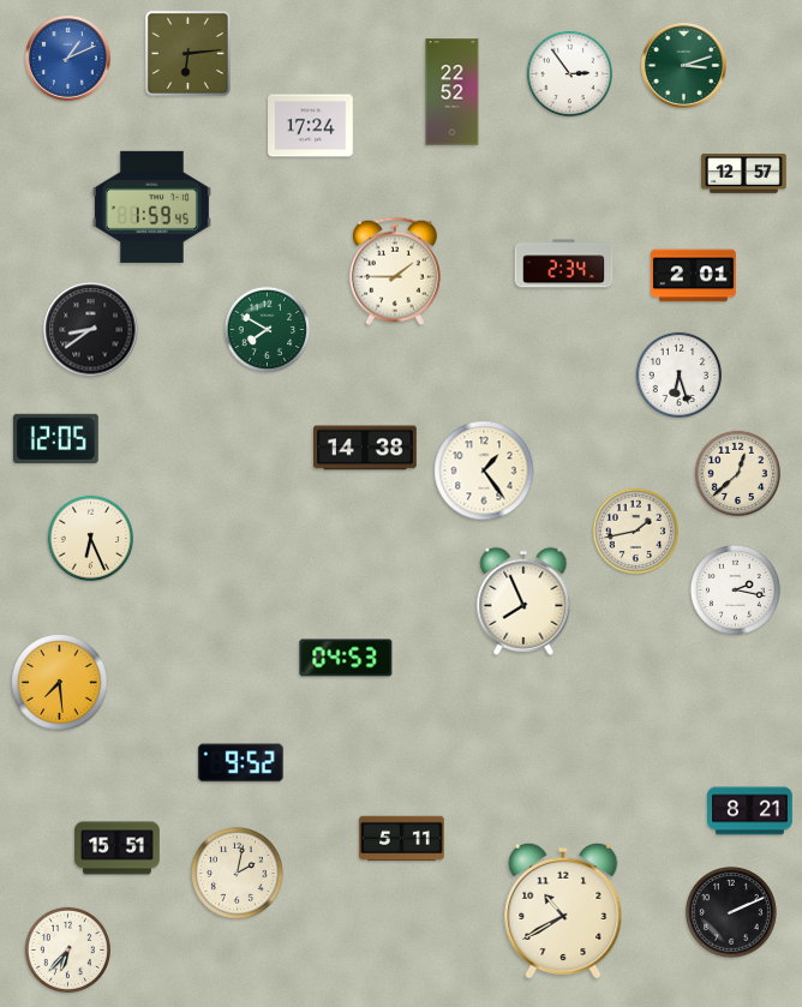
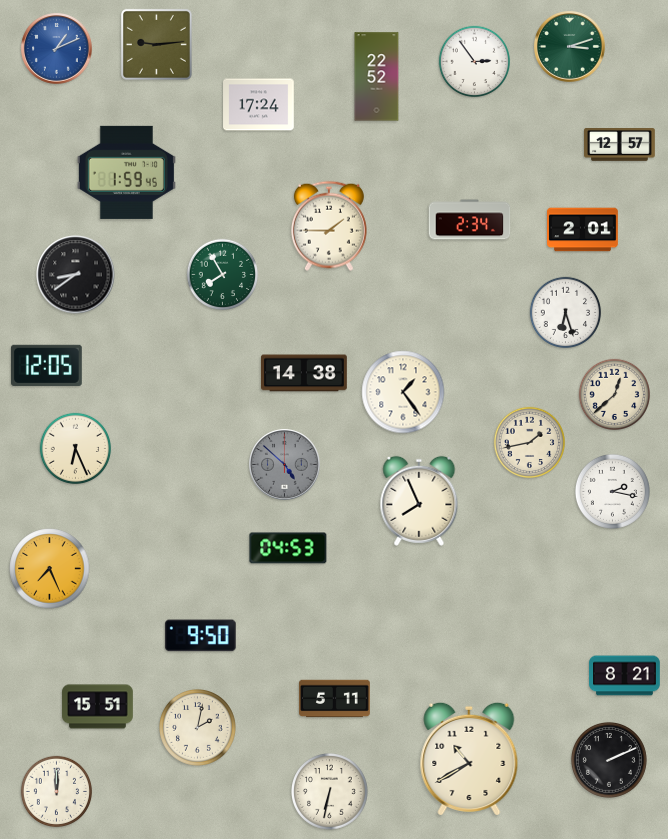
clock at (187, 53): 6:14 -> 9:14
clock at (684, 66) position: (684, 66) -> (570, 47)
clock at (694, 276) position: (694, 276) -> (583, 230)
clock at (268, 330): 7:50 -> 7:55
clock at (285, 465): none -> 4:52
clock at (523, 601) position: (523, 601) -> (419, 501)
clock at (60, 683): 7:29 -> 7:26
clock at (240, 763): 9:52 -> 9:50
clock at (68, 951): 6:37 -> 12:00
clock at (330, 792): none -> 6:32
